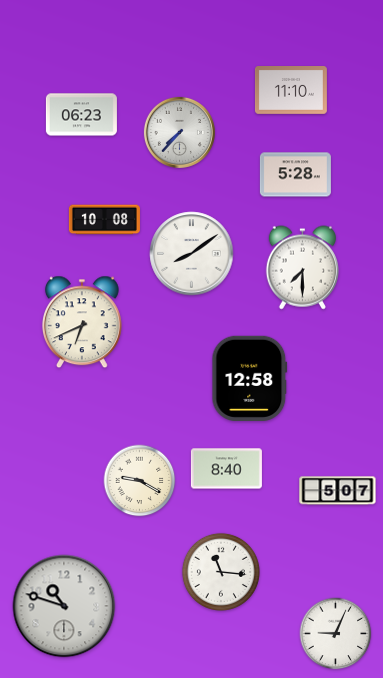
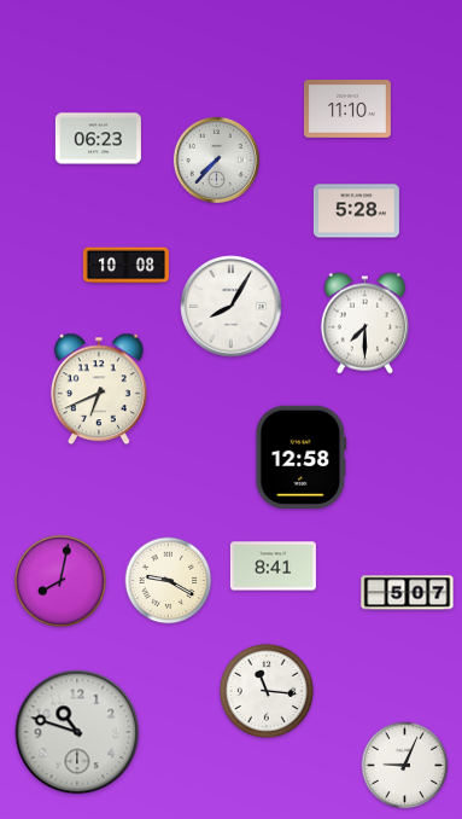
clock at (291, 91) position: (291, 91) -> (347, 110)
clock at (192, 254): 8:09 -> 8:05
clock at (226, 469): 8:40 -> 8:41
clock at (59, 580): none -> 8:02
